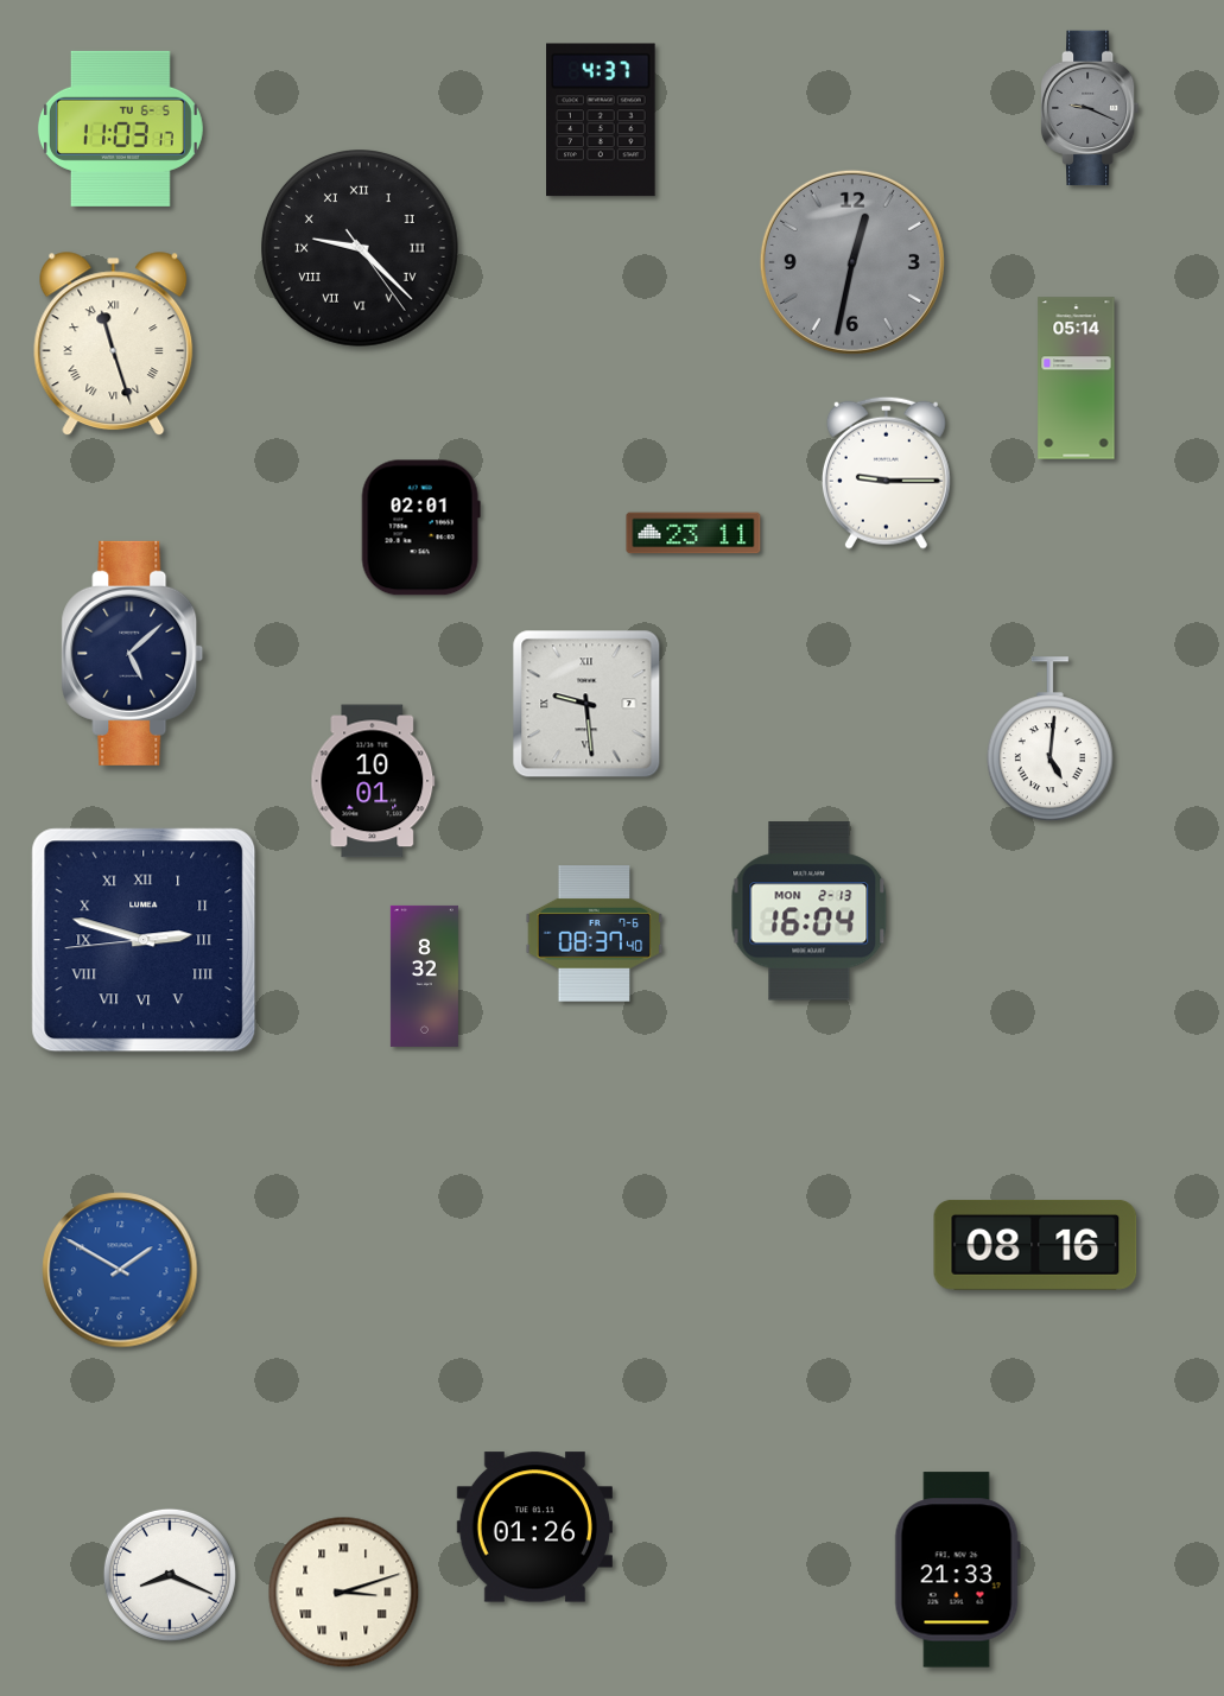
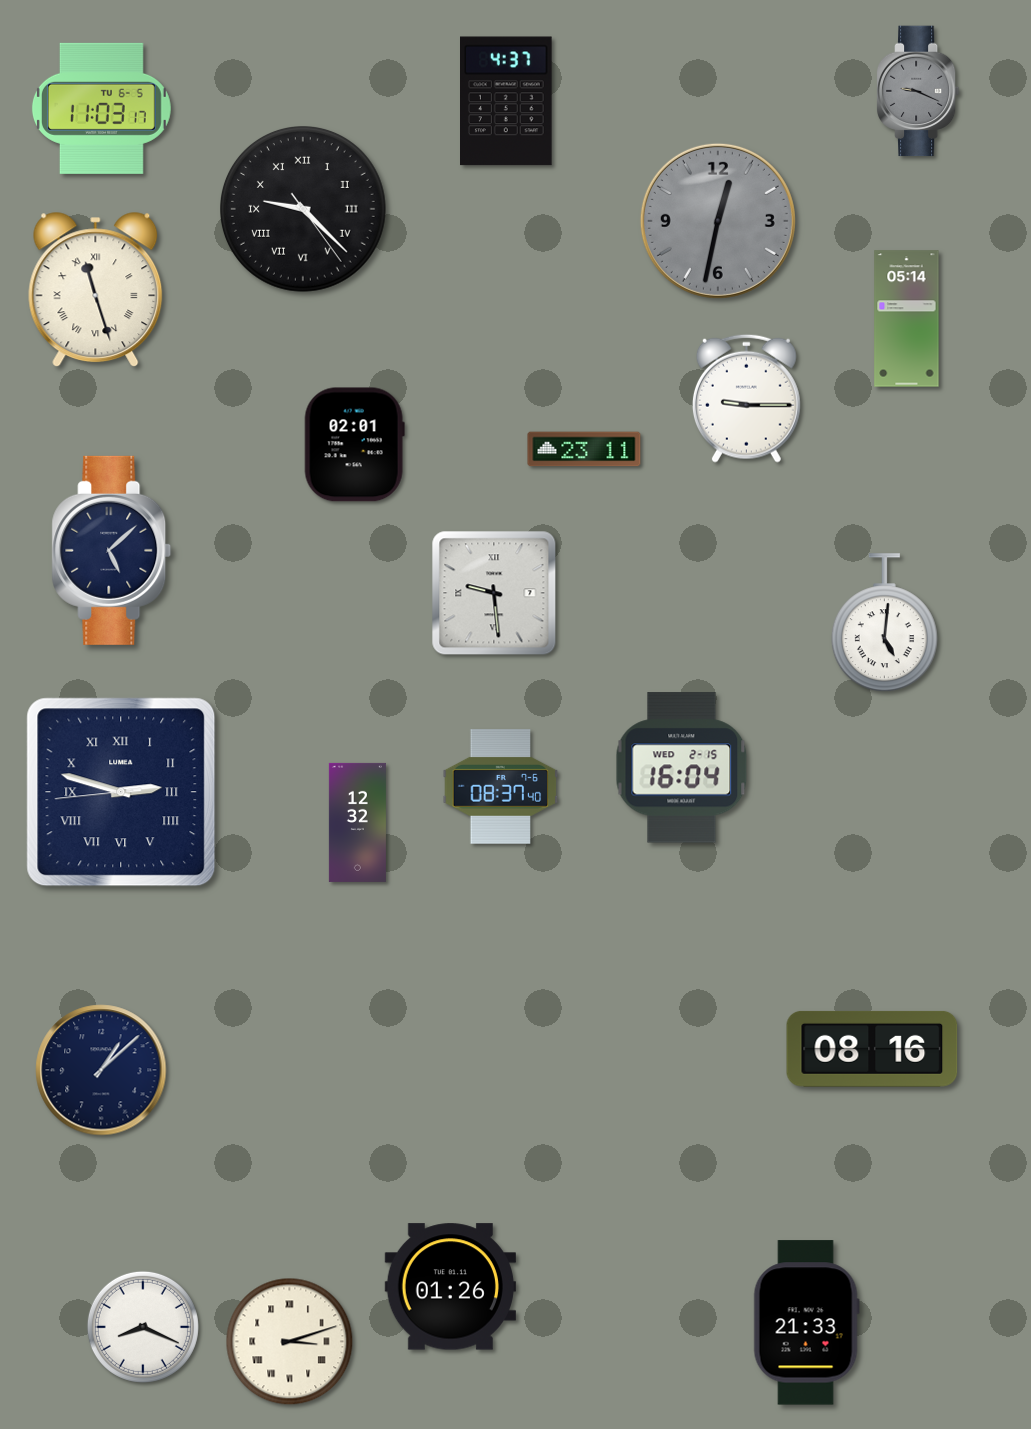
clock at (373, 781): 10:01 -> none
clock at (810, 911) date: MON 2-13 -> WED 2-15
clock at (424, 976): 8:32 -> 12:32
clock at (120, 1270): 1:50 -> 1:08
clock at (120, 1270) dial: blue -> navy
